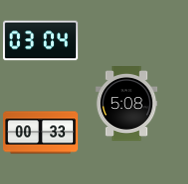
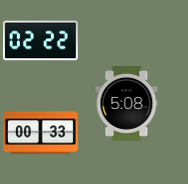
clock at (40, 41): 03:04 -> 02:22
